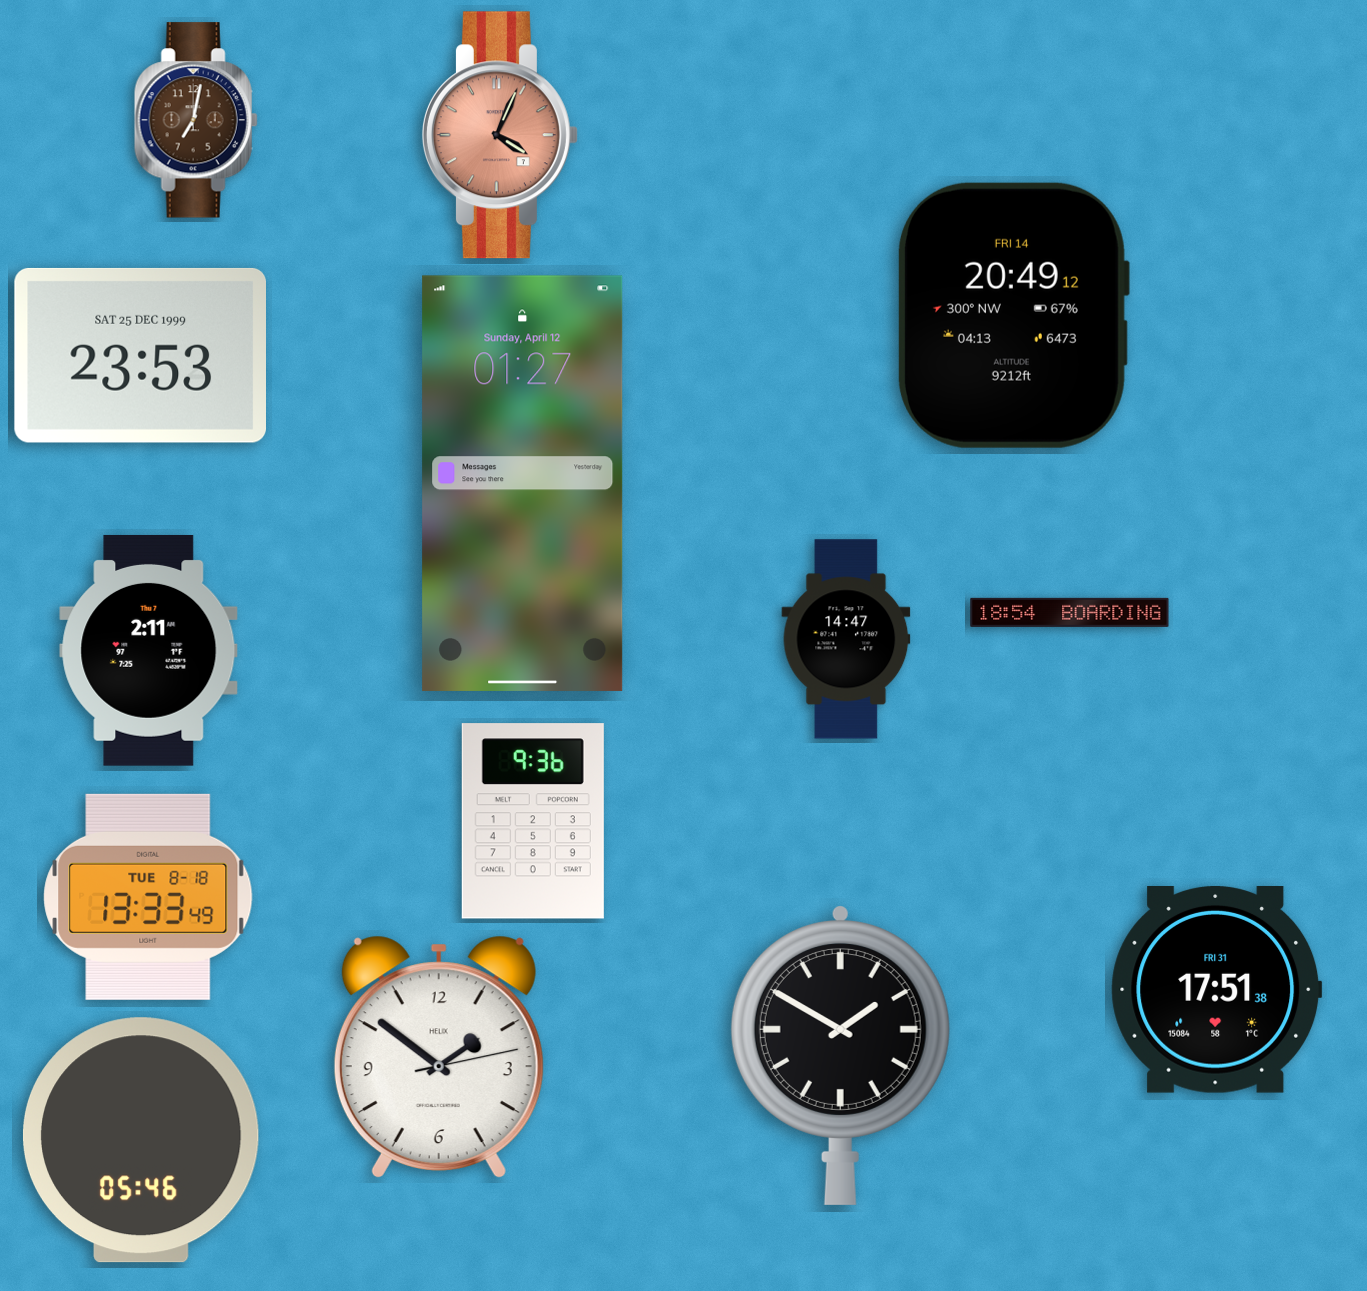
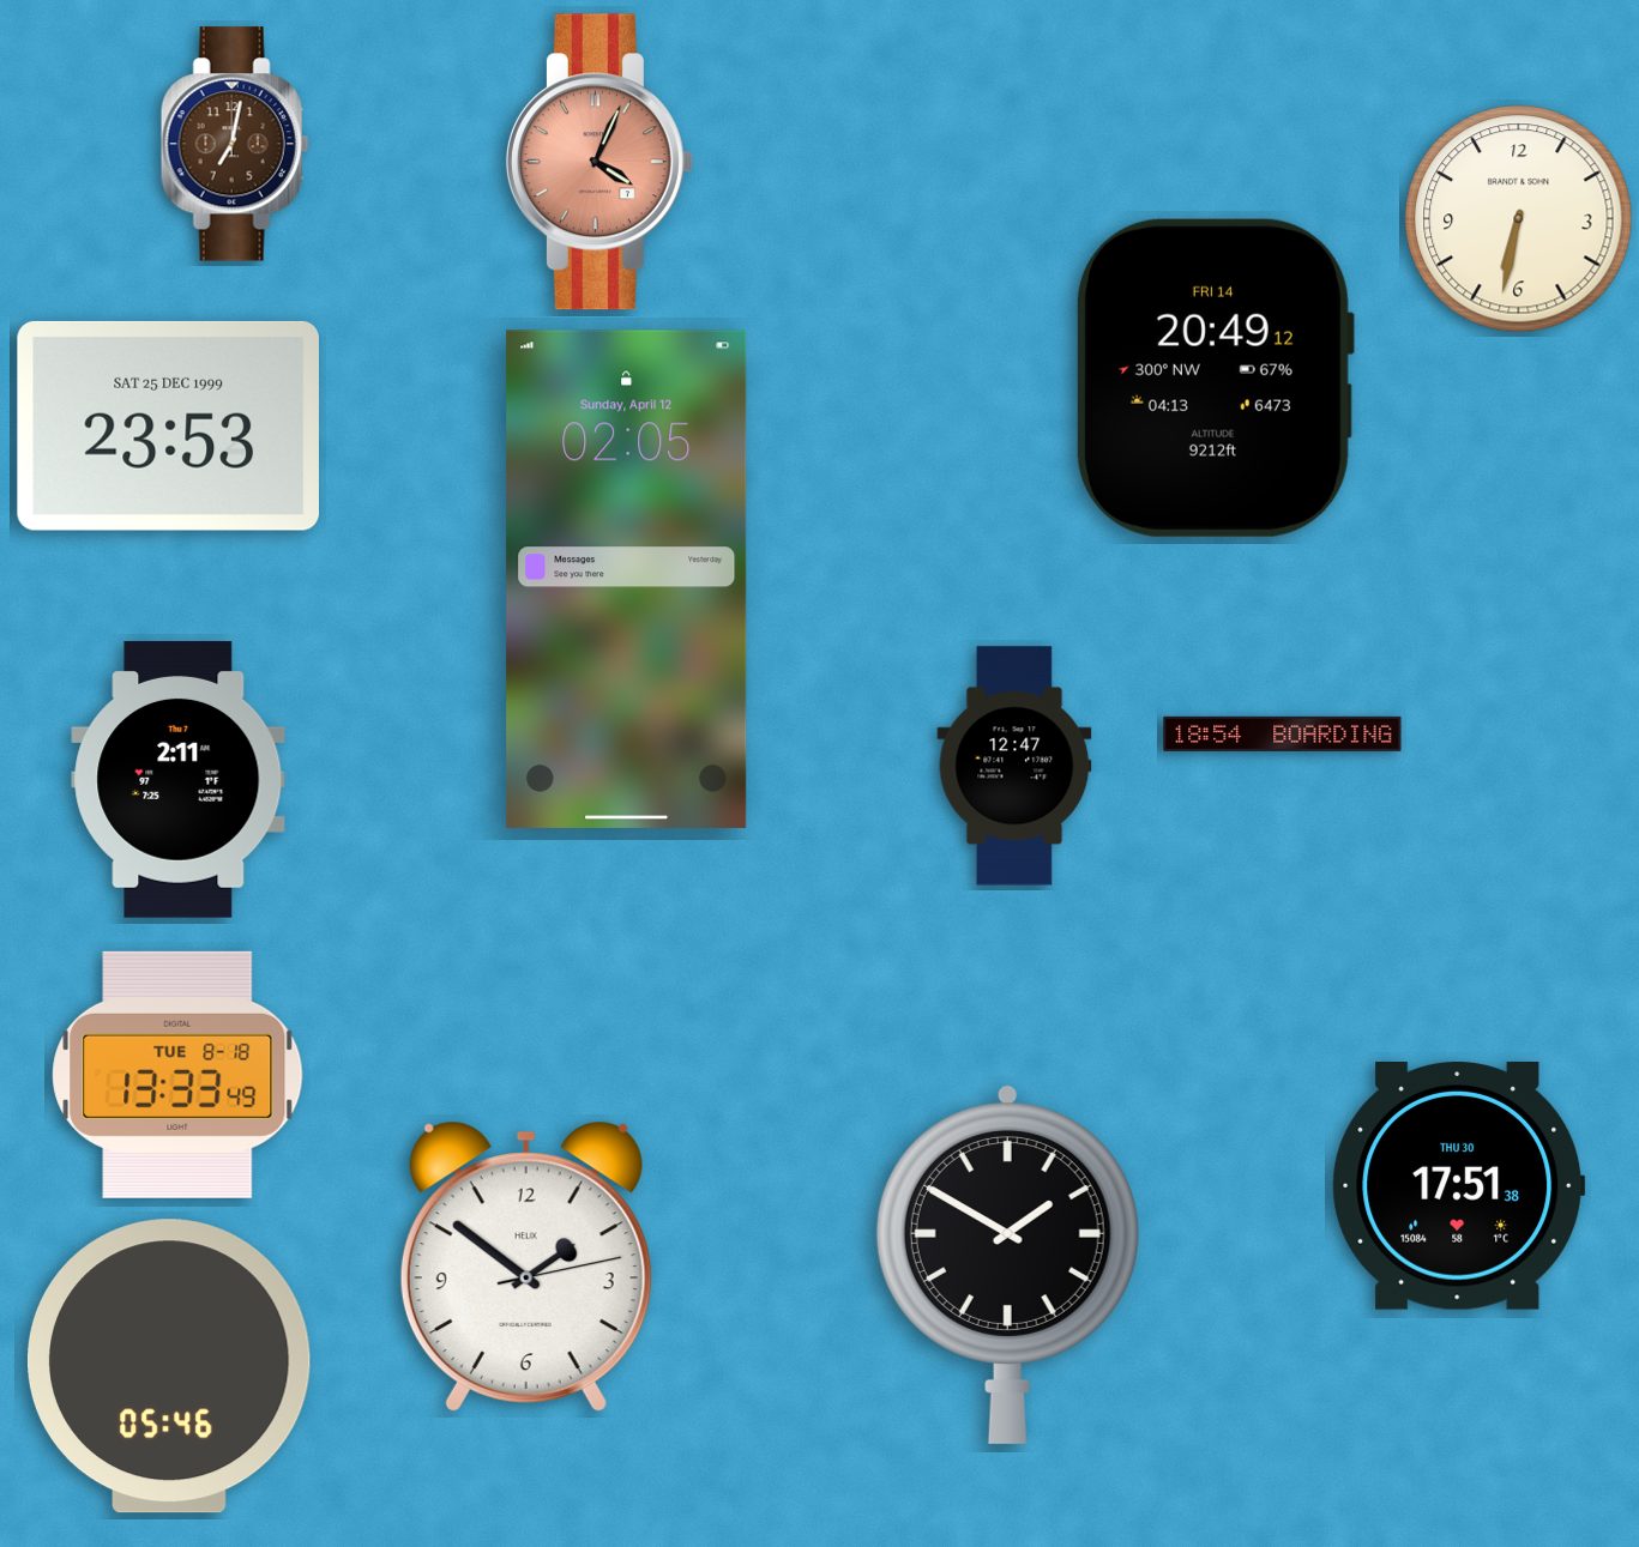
clock at (1519, 219): none -> 6:32
clock at (523, 483): 01:27 -> 02:05
clock at (846, 639): 14:47 -> 12:47
clock at (533, 821): 9:36 -> none
clock at (1217, 990) date: FRI 31 -> THU 30
